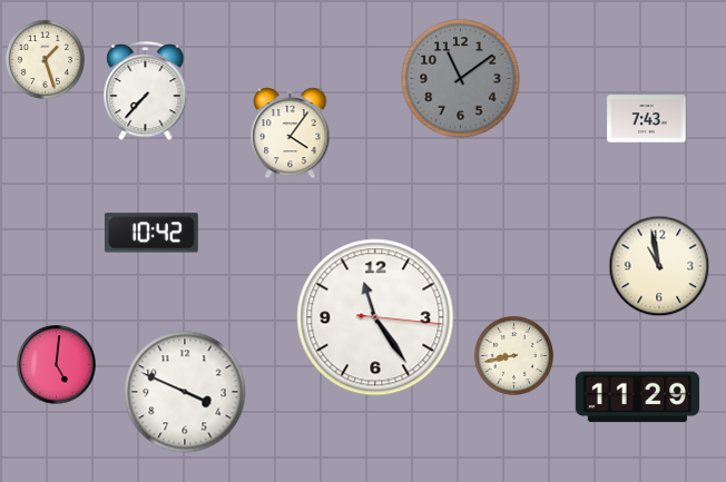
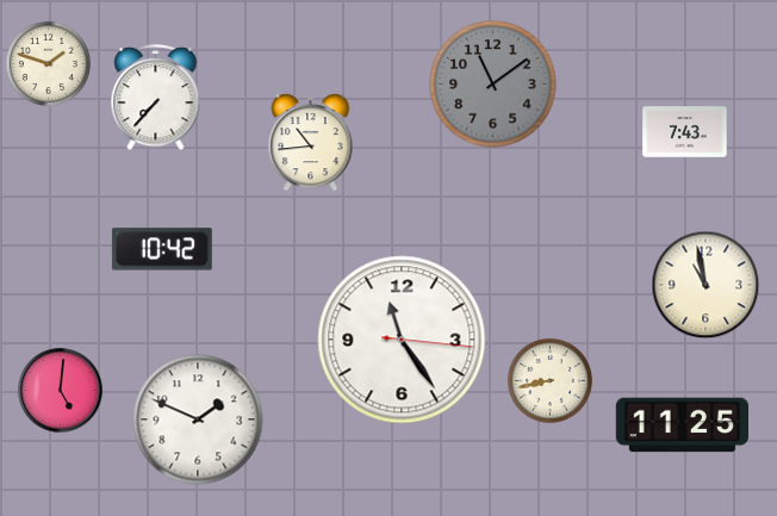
clock at (45, 59): 1:27 -> 1:48
clock at (647, 119) position: (647, 119) -> (685, 132)
clock at (291, 134): 4:06 -> 10:44
clock at (185, 392): 3:49 -> 1:49
clock at (637, 397): 11:29 -> 11:25
